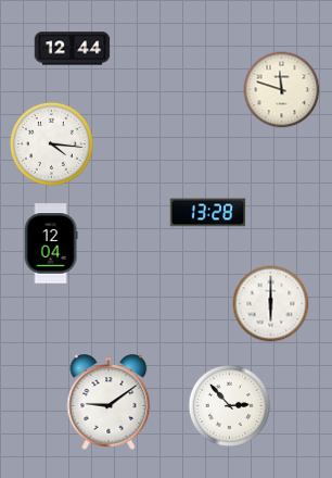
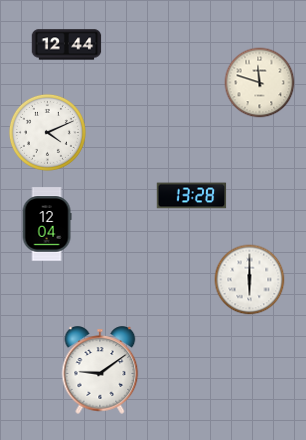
clock at (51, 143): 4:16 -> 4:11
clock at (229, 405): 2:53 -> none
